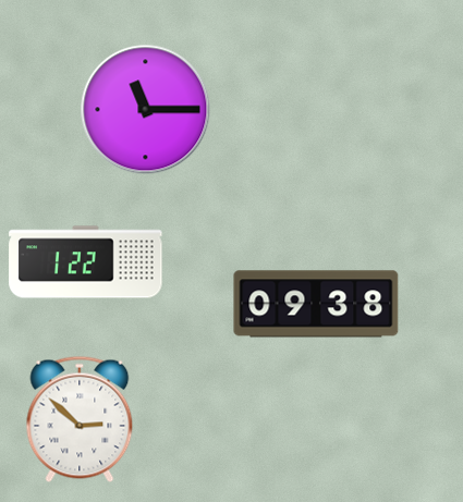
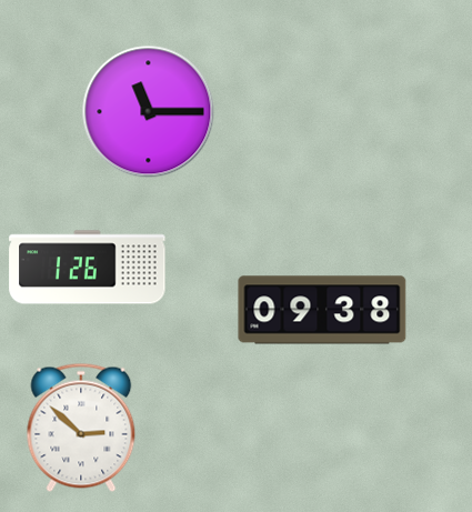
clock at (86, 262): 1:22 -> 1:26
